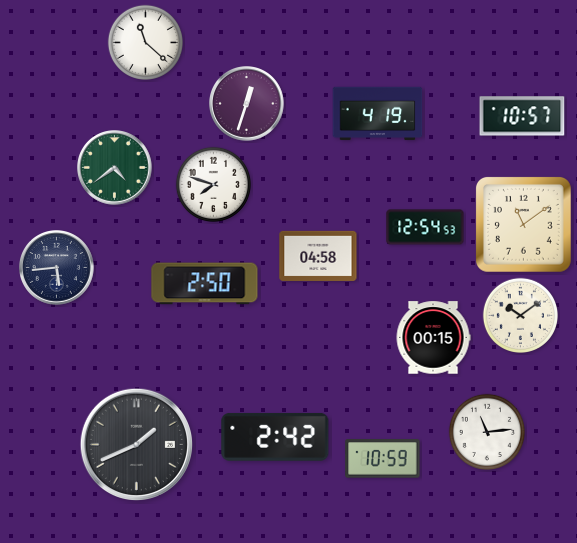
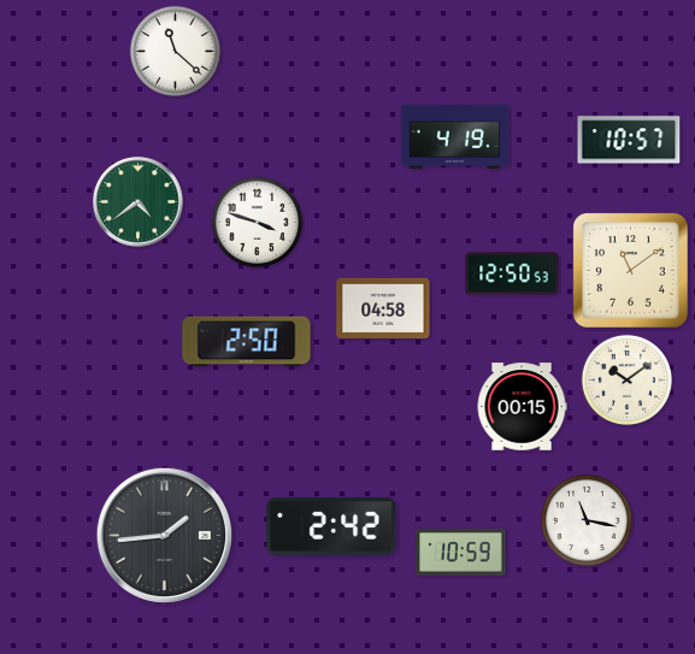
clock at (247, 104): 12:33 -> none
clock at (213, 184): 7:48 -> 3:48
clock at (425, 227): 12:54 -> 12:50
clock at (57, 268): 5:44 -> none
clock at (486, 431): 11:14 -> 11:17
clock at (136, 444): 1:41 -> 1:44
